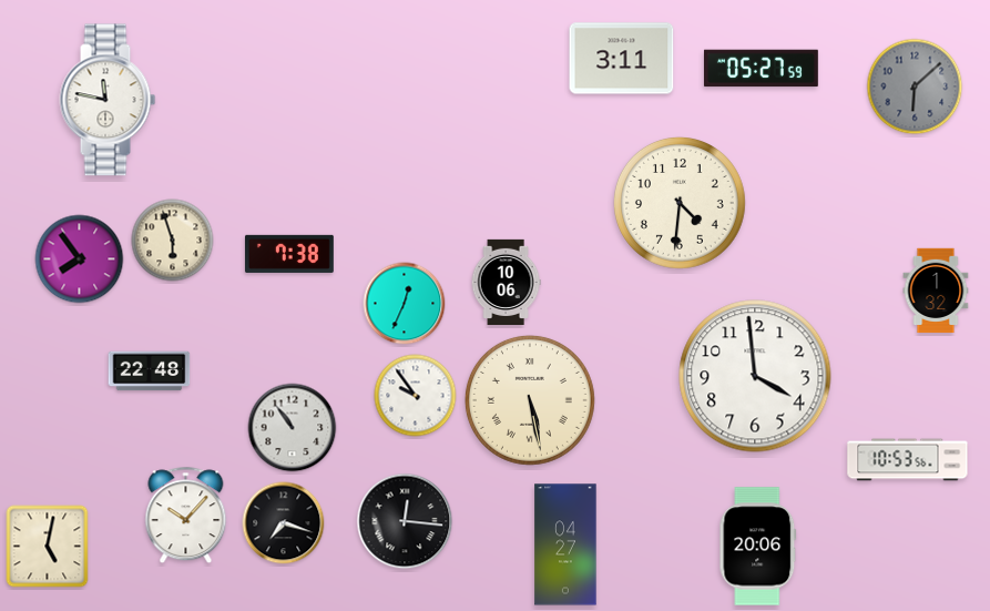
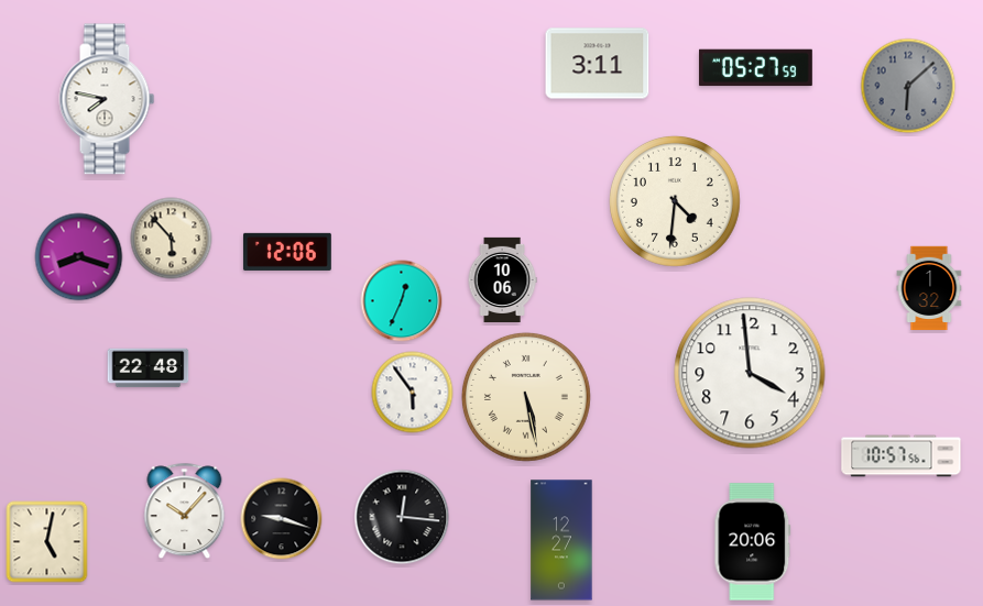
clock at (622, 59) position: (622, 59) -> (598, 64)
clock at (108, 100): 11:47 -> 7:47
clock at (173, 241): 5:57 -> 5:53
clock at (289, 254): 7:38 -> 12:06
clock at (80, 259): 7:54 -> 8:18
clock at (416, 396): 9:54 -> 5:54
clock at (293, 428): 10:54 -> none
clock at (908, 460): 10:53 -> 10:57
clock at (284, 523): 7:18 -> 9:18
clock at (565, 544): 04:27 -> 12:27
